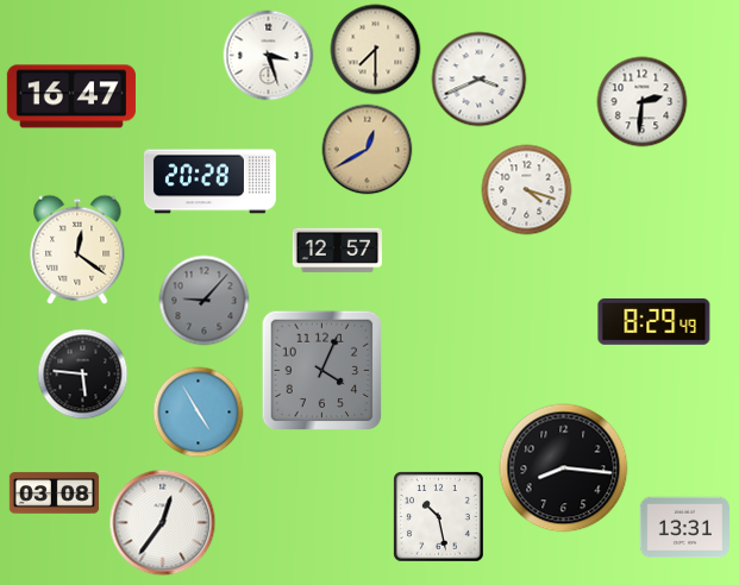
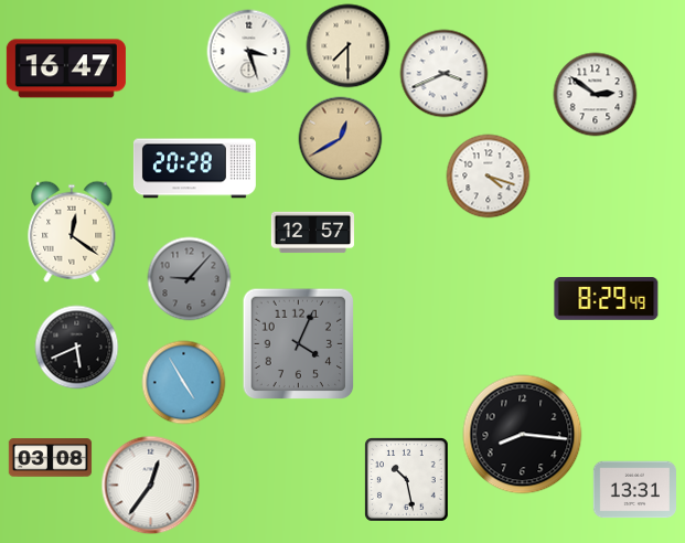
clock at (71, 96) position: (71, 96) -> (66, 68)
clock at (643, 102): 2:31 -> 2:51
clock at (83, 375): 5:46 -> 5:41
